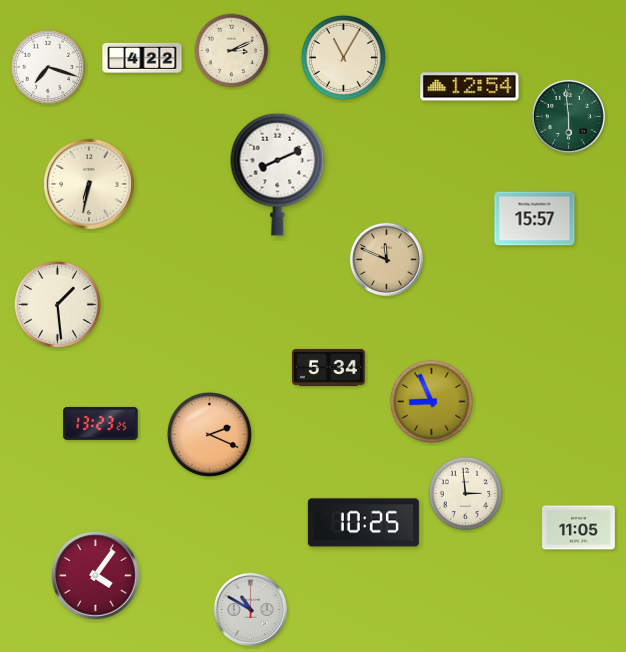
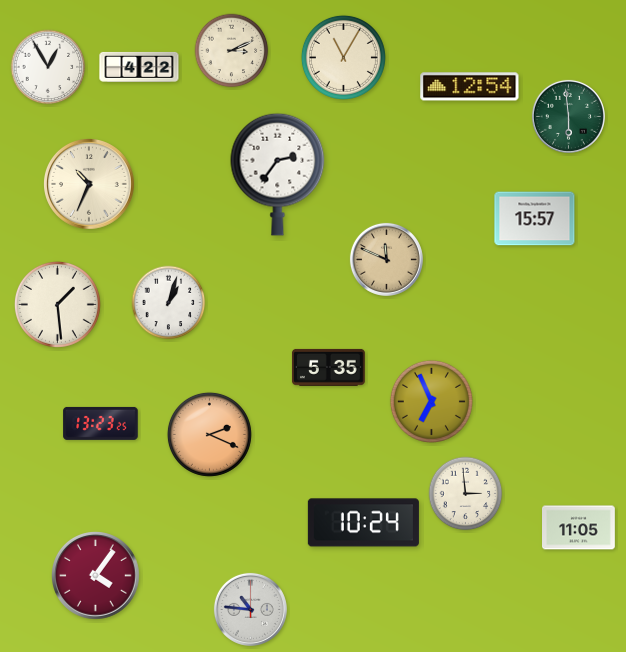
clock at (142, 58) position: (142, 58) -> (139, 67)
clock at (48, 67): 7:18 -> 12:55
clock at (278, 174): 8:11 -> 2:36
clock at (89, 185): 6:32 -> 10:34
clock at (169, 303): none -> 1:03
clock at (328, 367): 5:34 -> 5:35
clock at (431, 401): 8:56 -> 6:56
clock at (363, 523): 10:25 -> 10:24
clock at (250, 609): 10:50 -> 10:46
